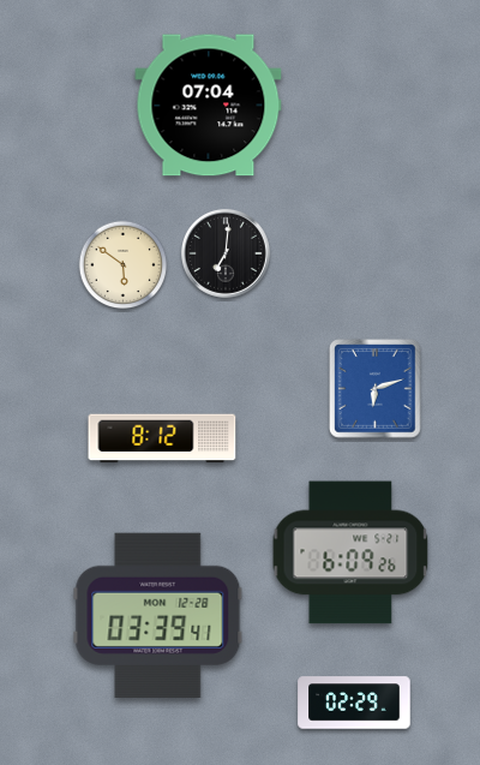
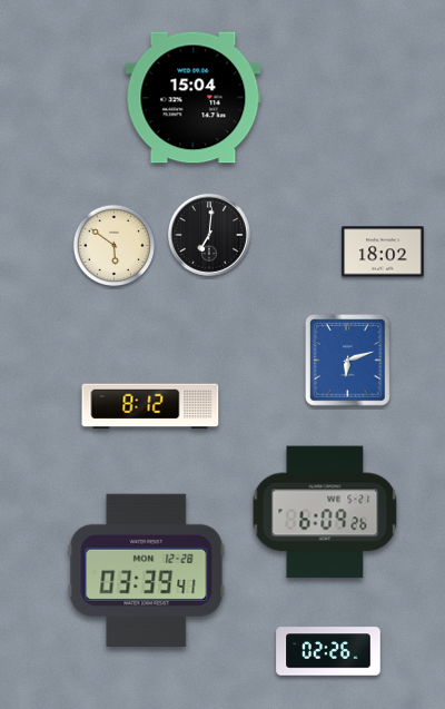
clock at (209, 106): 07:04 -> 15:04
clock at (383, 252): none -> 18:02
clock at (354, 703): 02:29 -> 02:26
